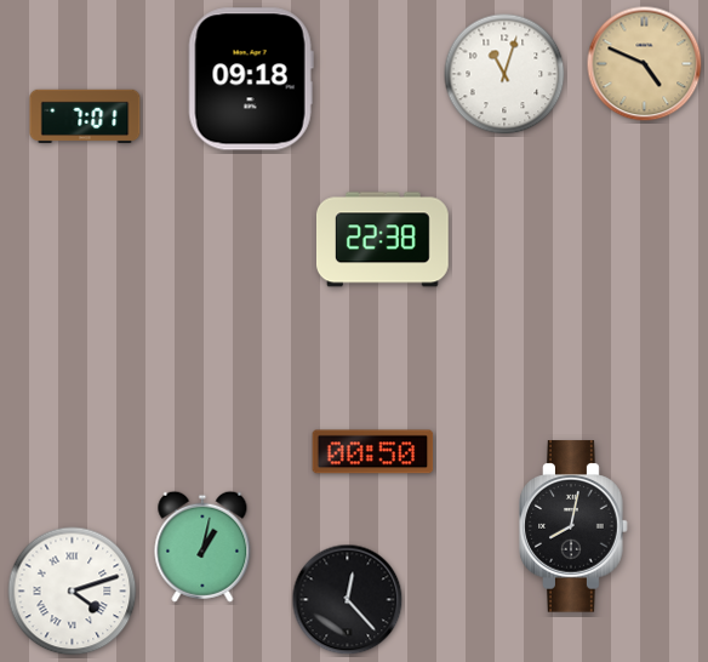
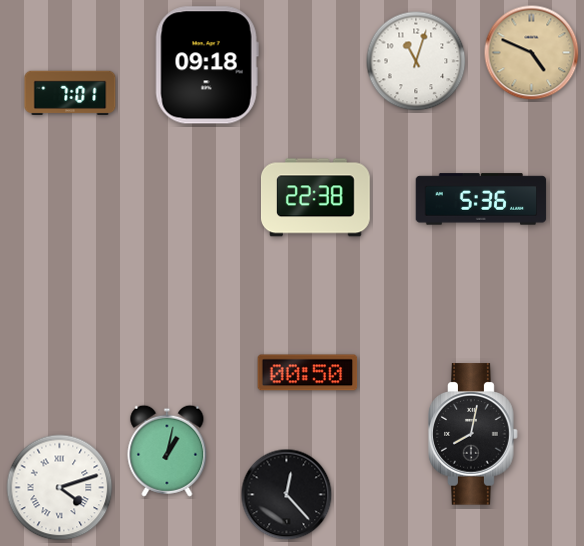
clock at (85, 116) position: (85, 116) -> (70, 93)
clock at (481, 199): none -> 5:36
